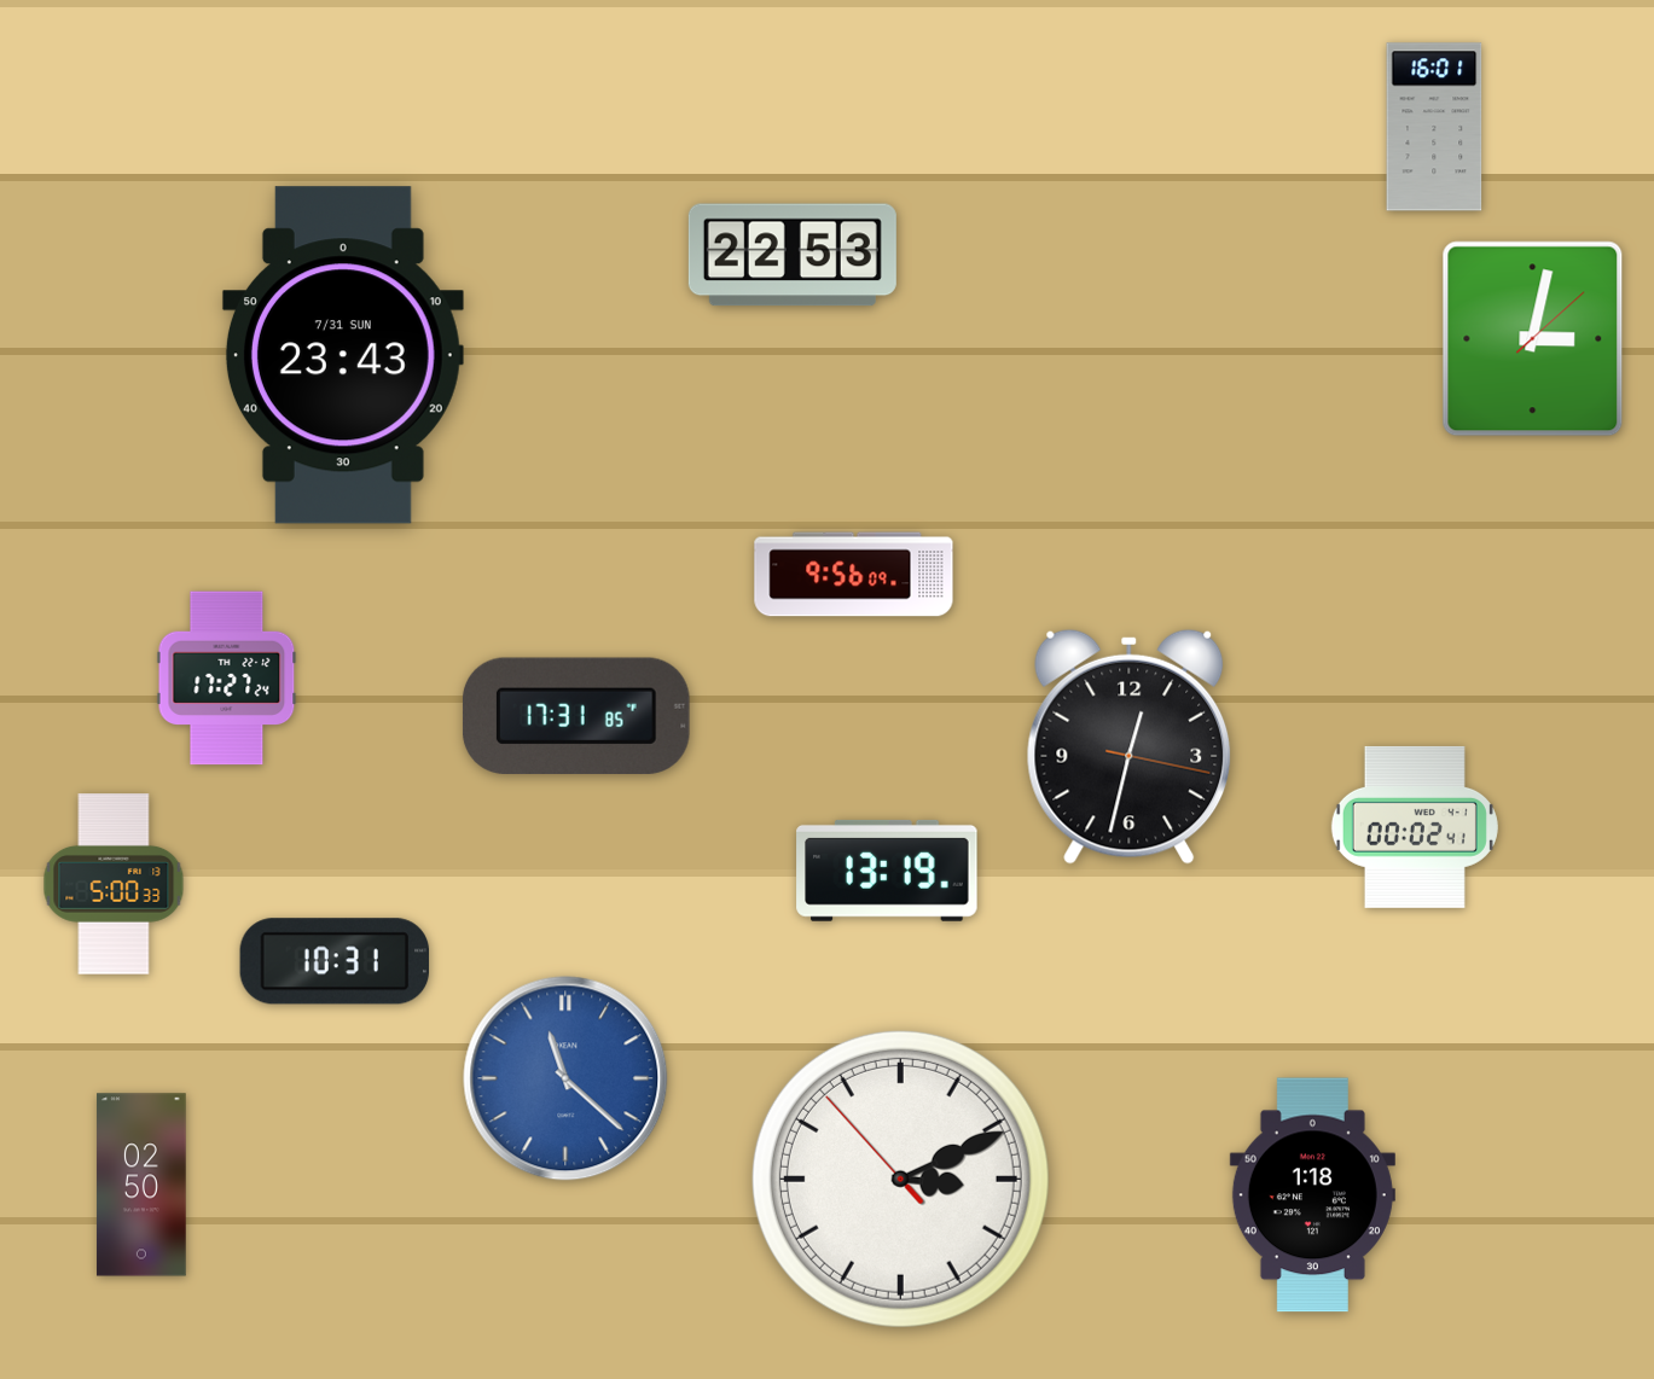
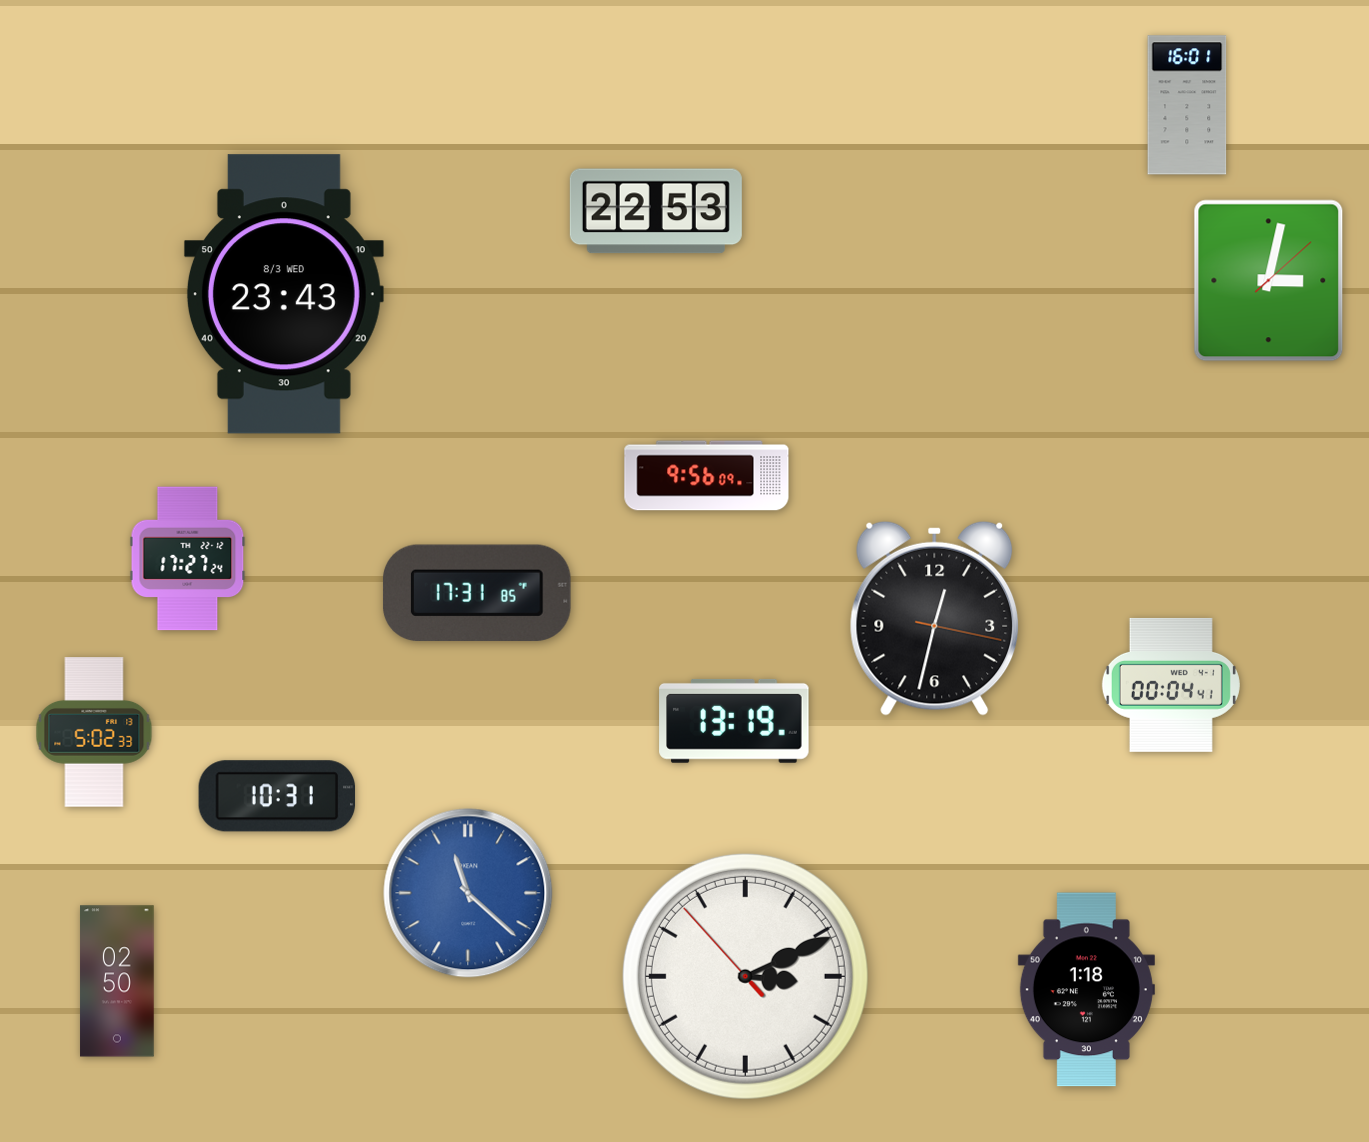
clock at (343, 355) date: 7/31 SUN -> 8/3 WED
clock at (227, 679) position: (227, 679) -> (188, 559)
clock at (1415, 827): 00:02 -> 00:04
clock at (114, 884): 5:00 -> 5:02
